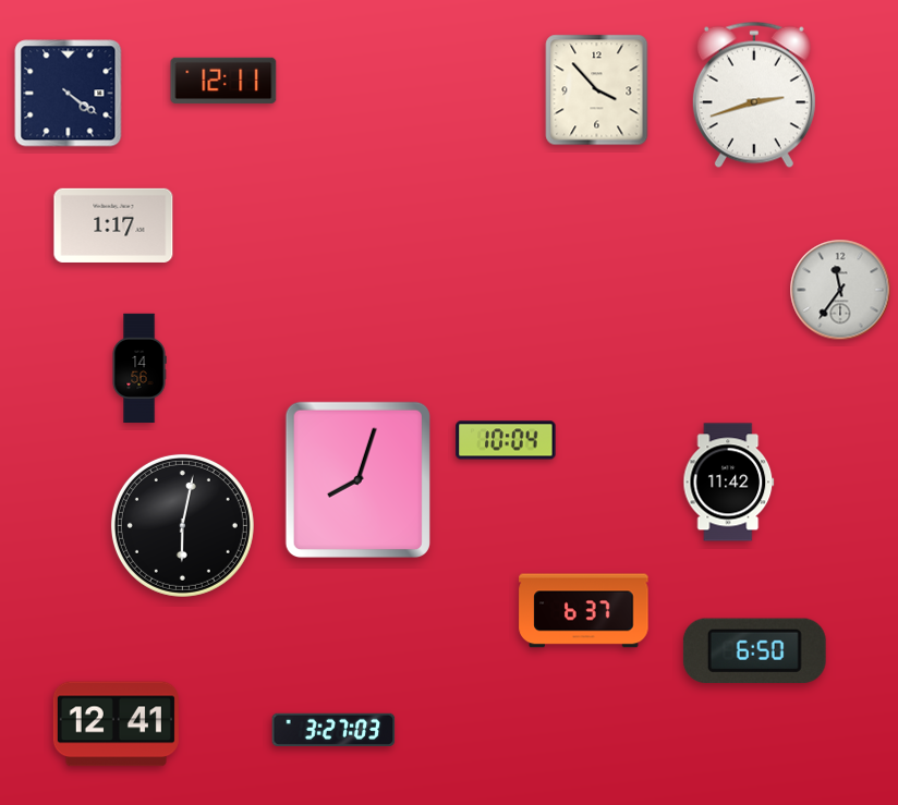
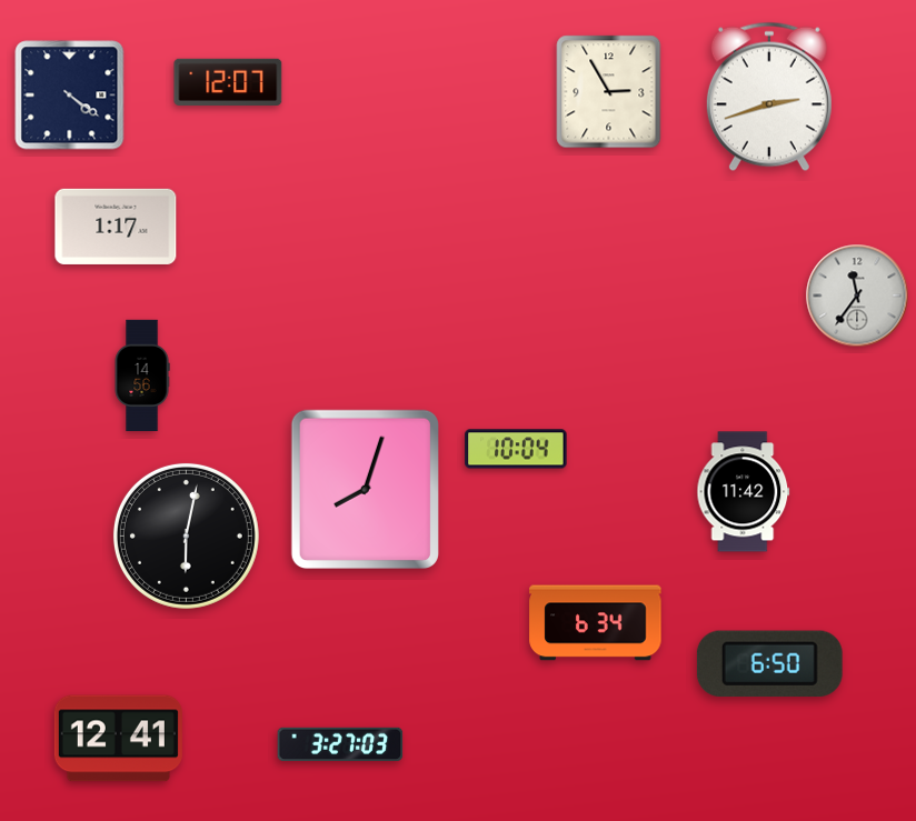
clock at (223, 81): 12:11 -> 12:07
clock at (597, 90): 3:53 -> 2:55
clock at (113, 225) position: (113, 225) -> (116, 227)
clock at (584, 611): 6:37 -> 6:34
